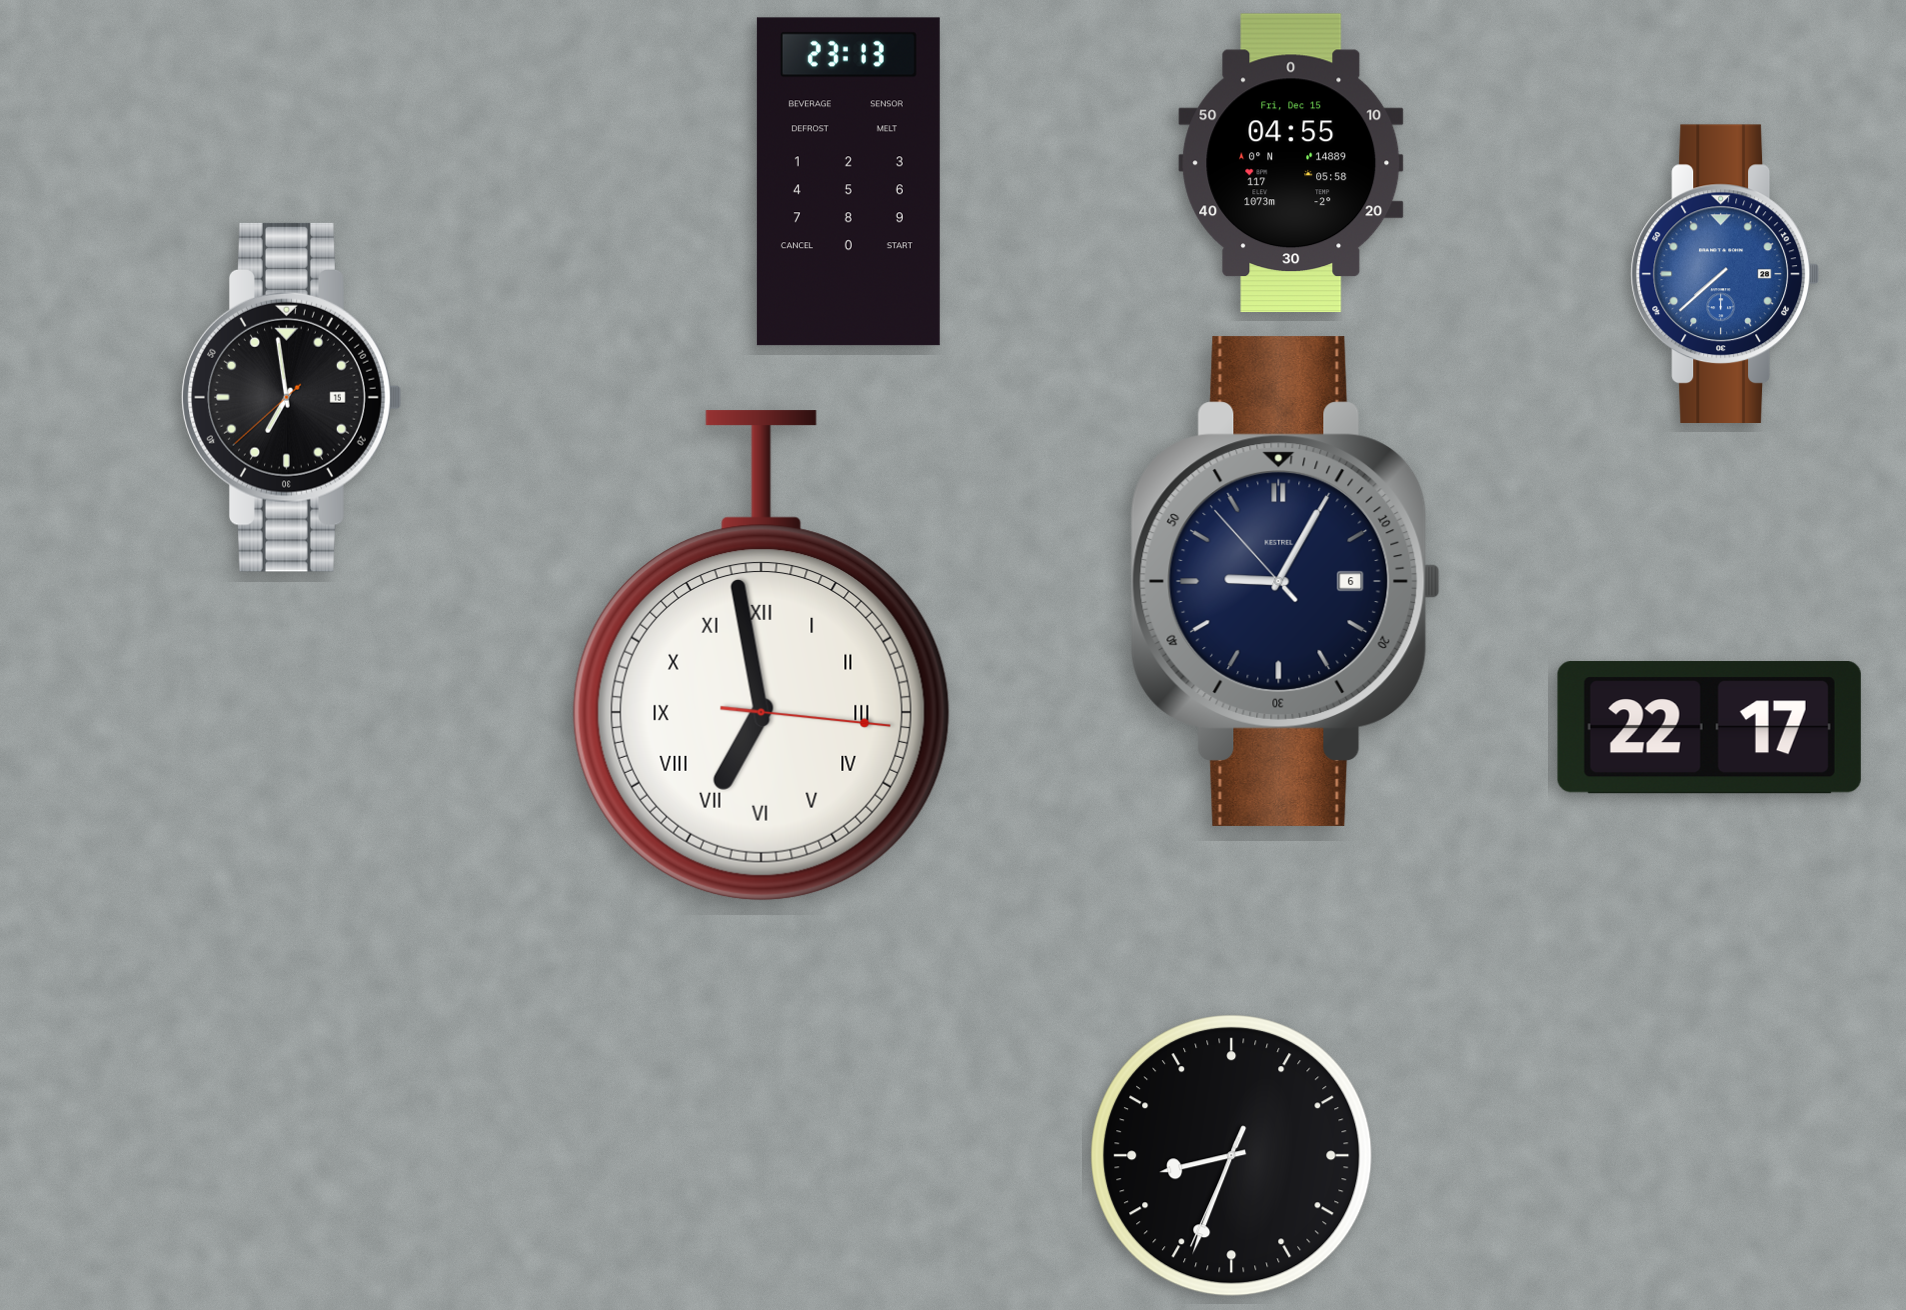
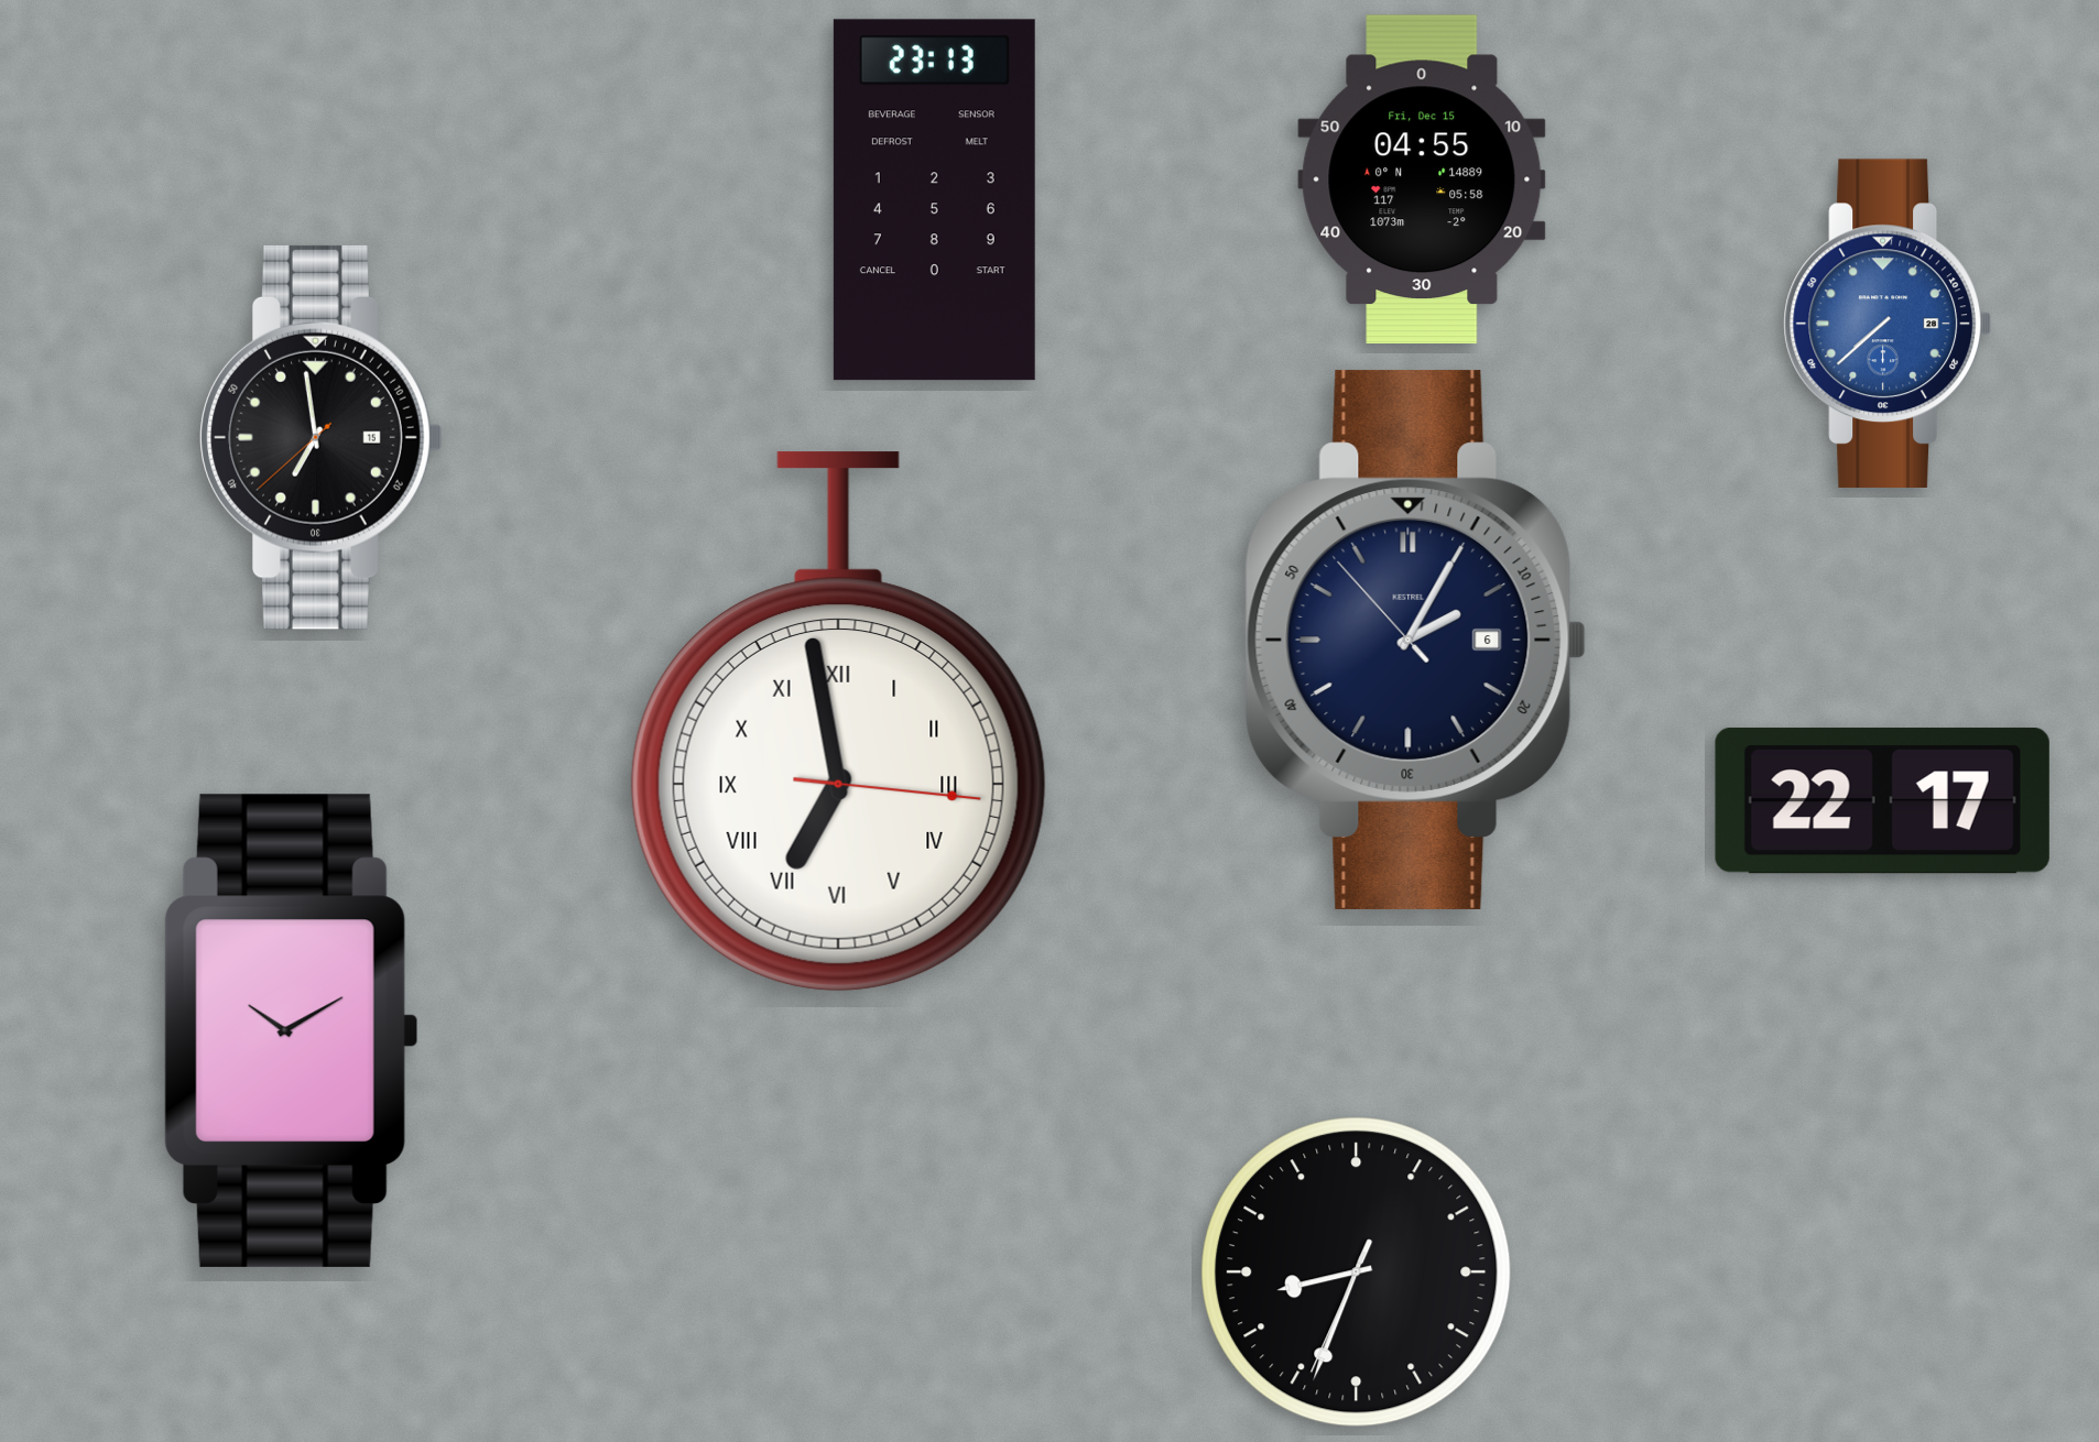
clock at (1724, 273) position: (1724, 273) -> (1886, 323)
clock at (1285, 581): 9:04 -> 2:04
clock at (291, 1030): none -> 10:10
